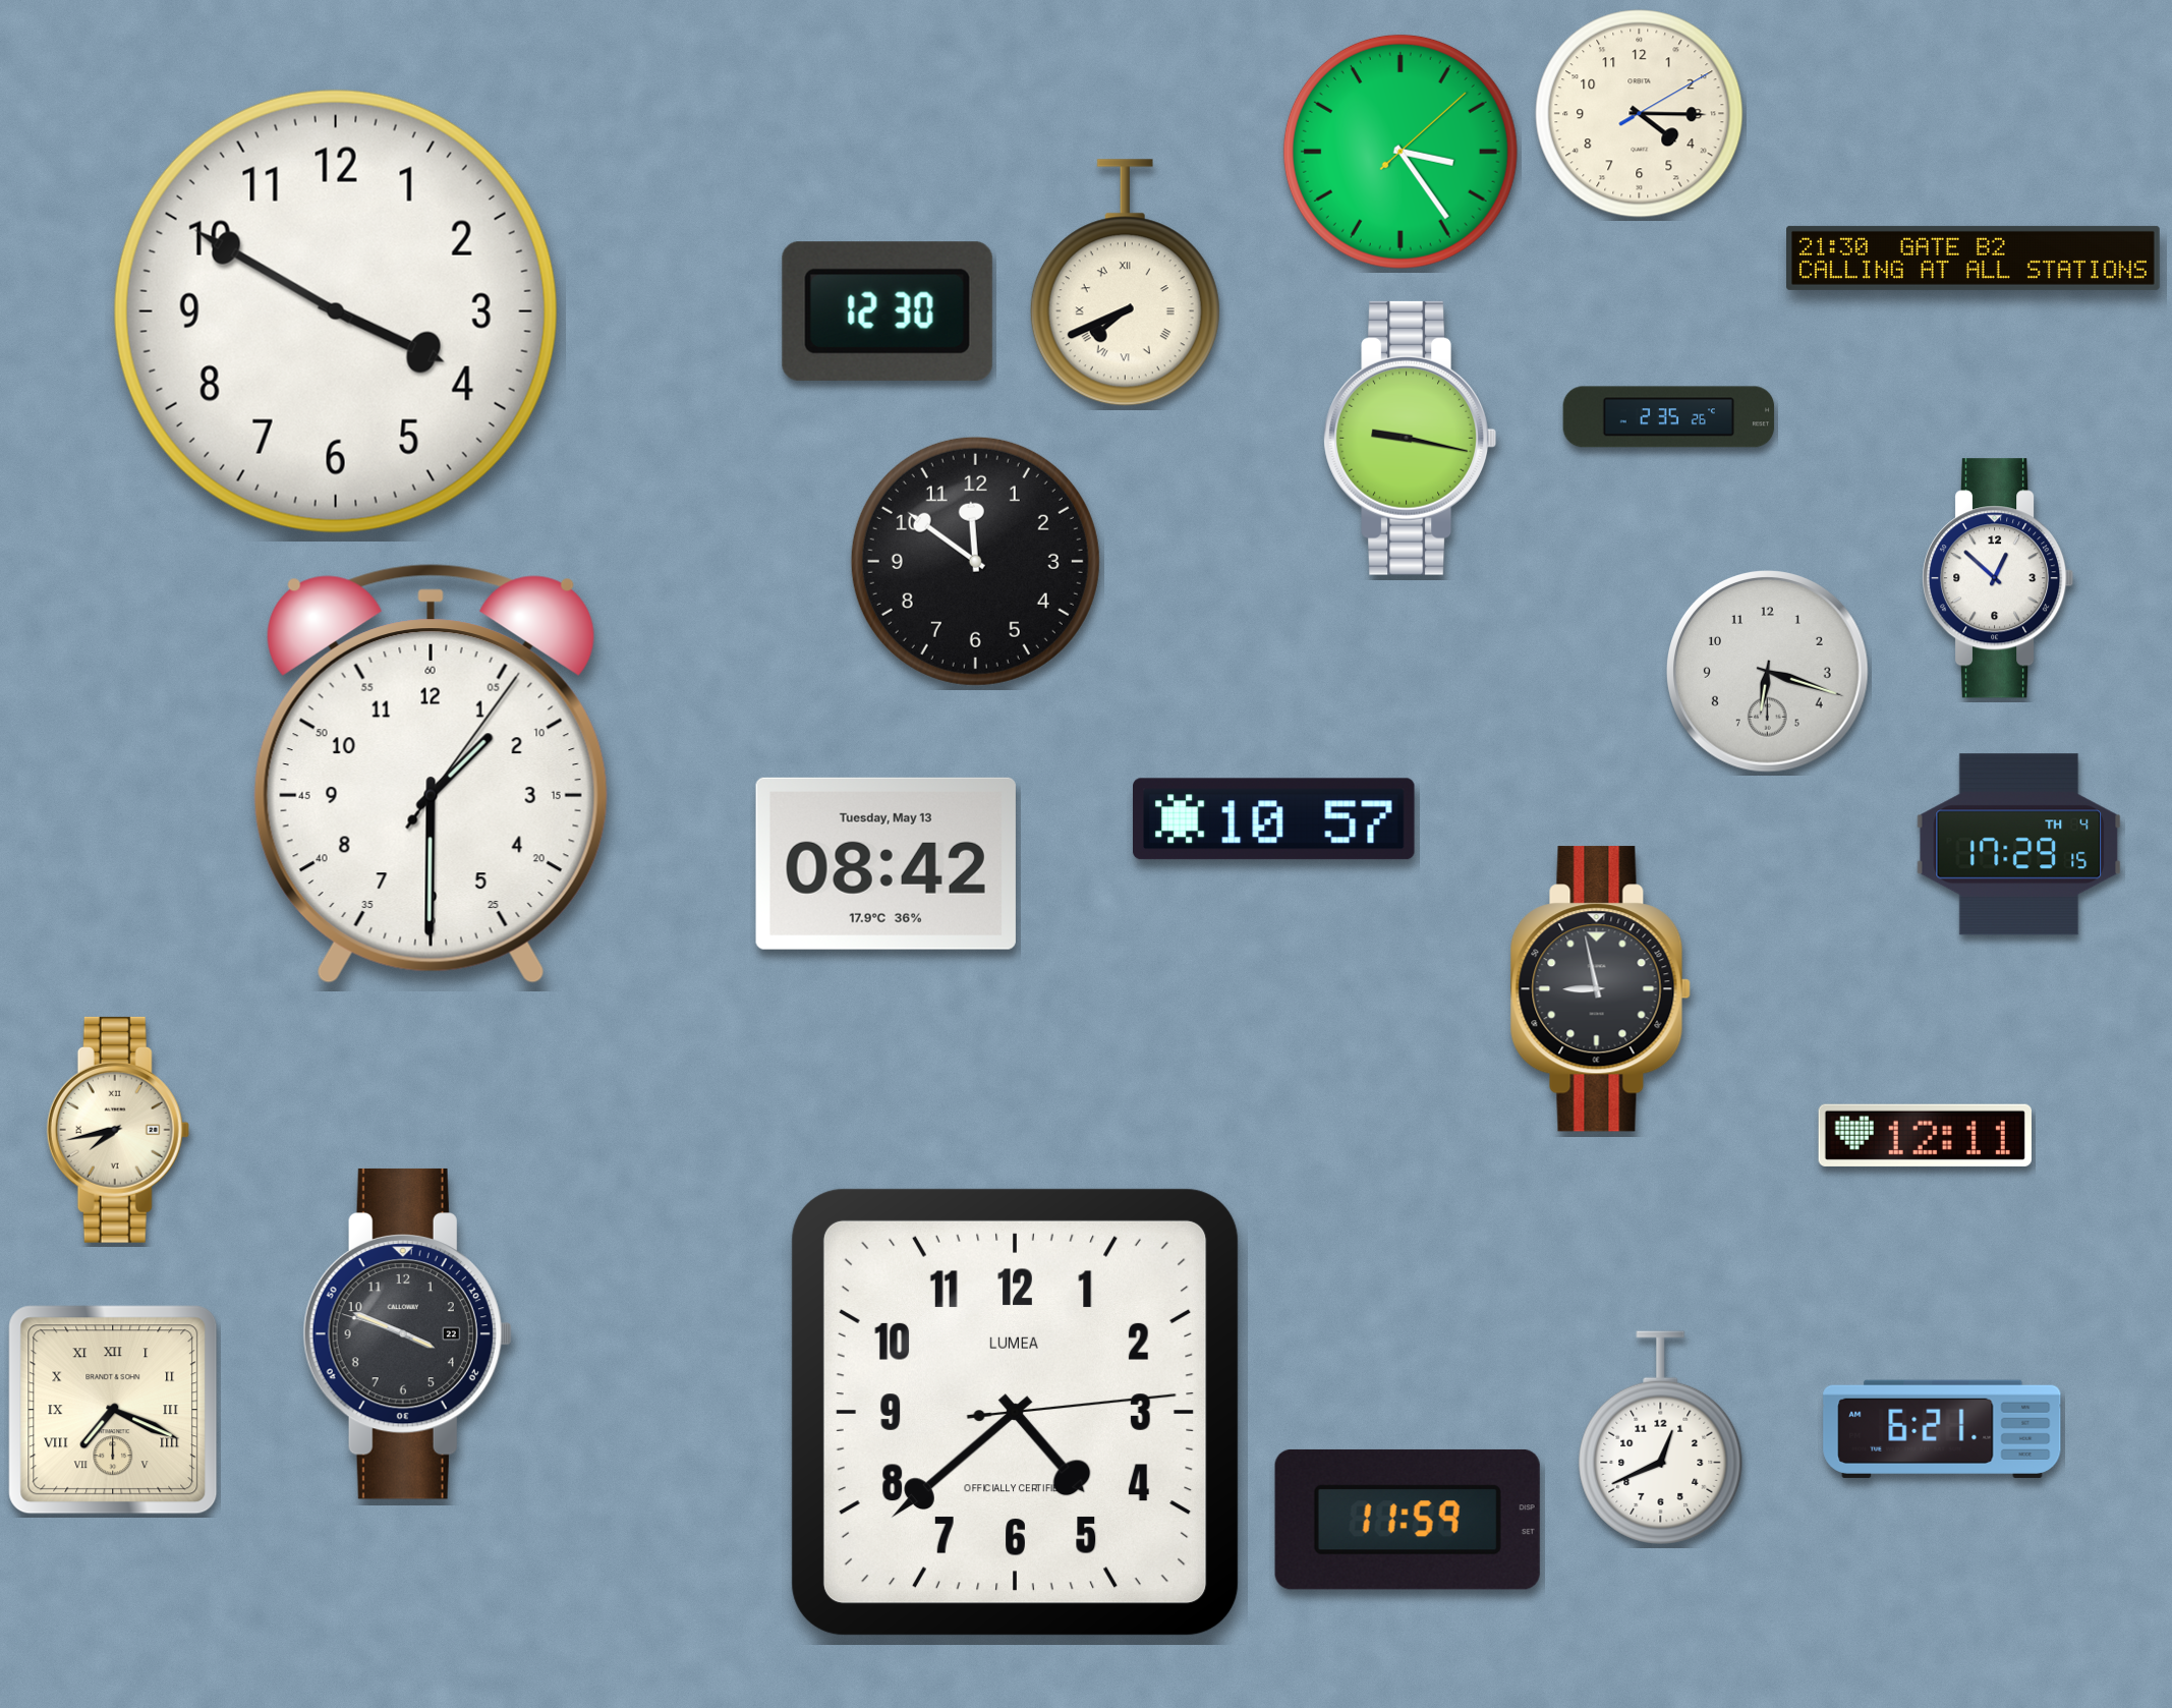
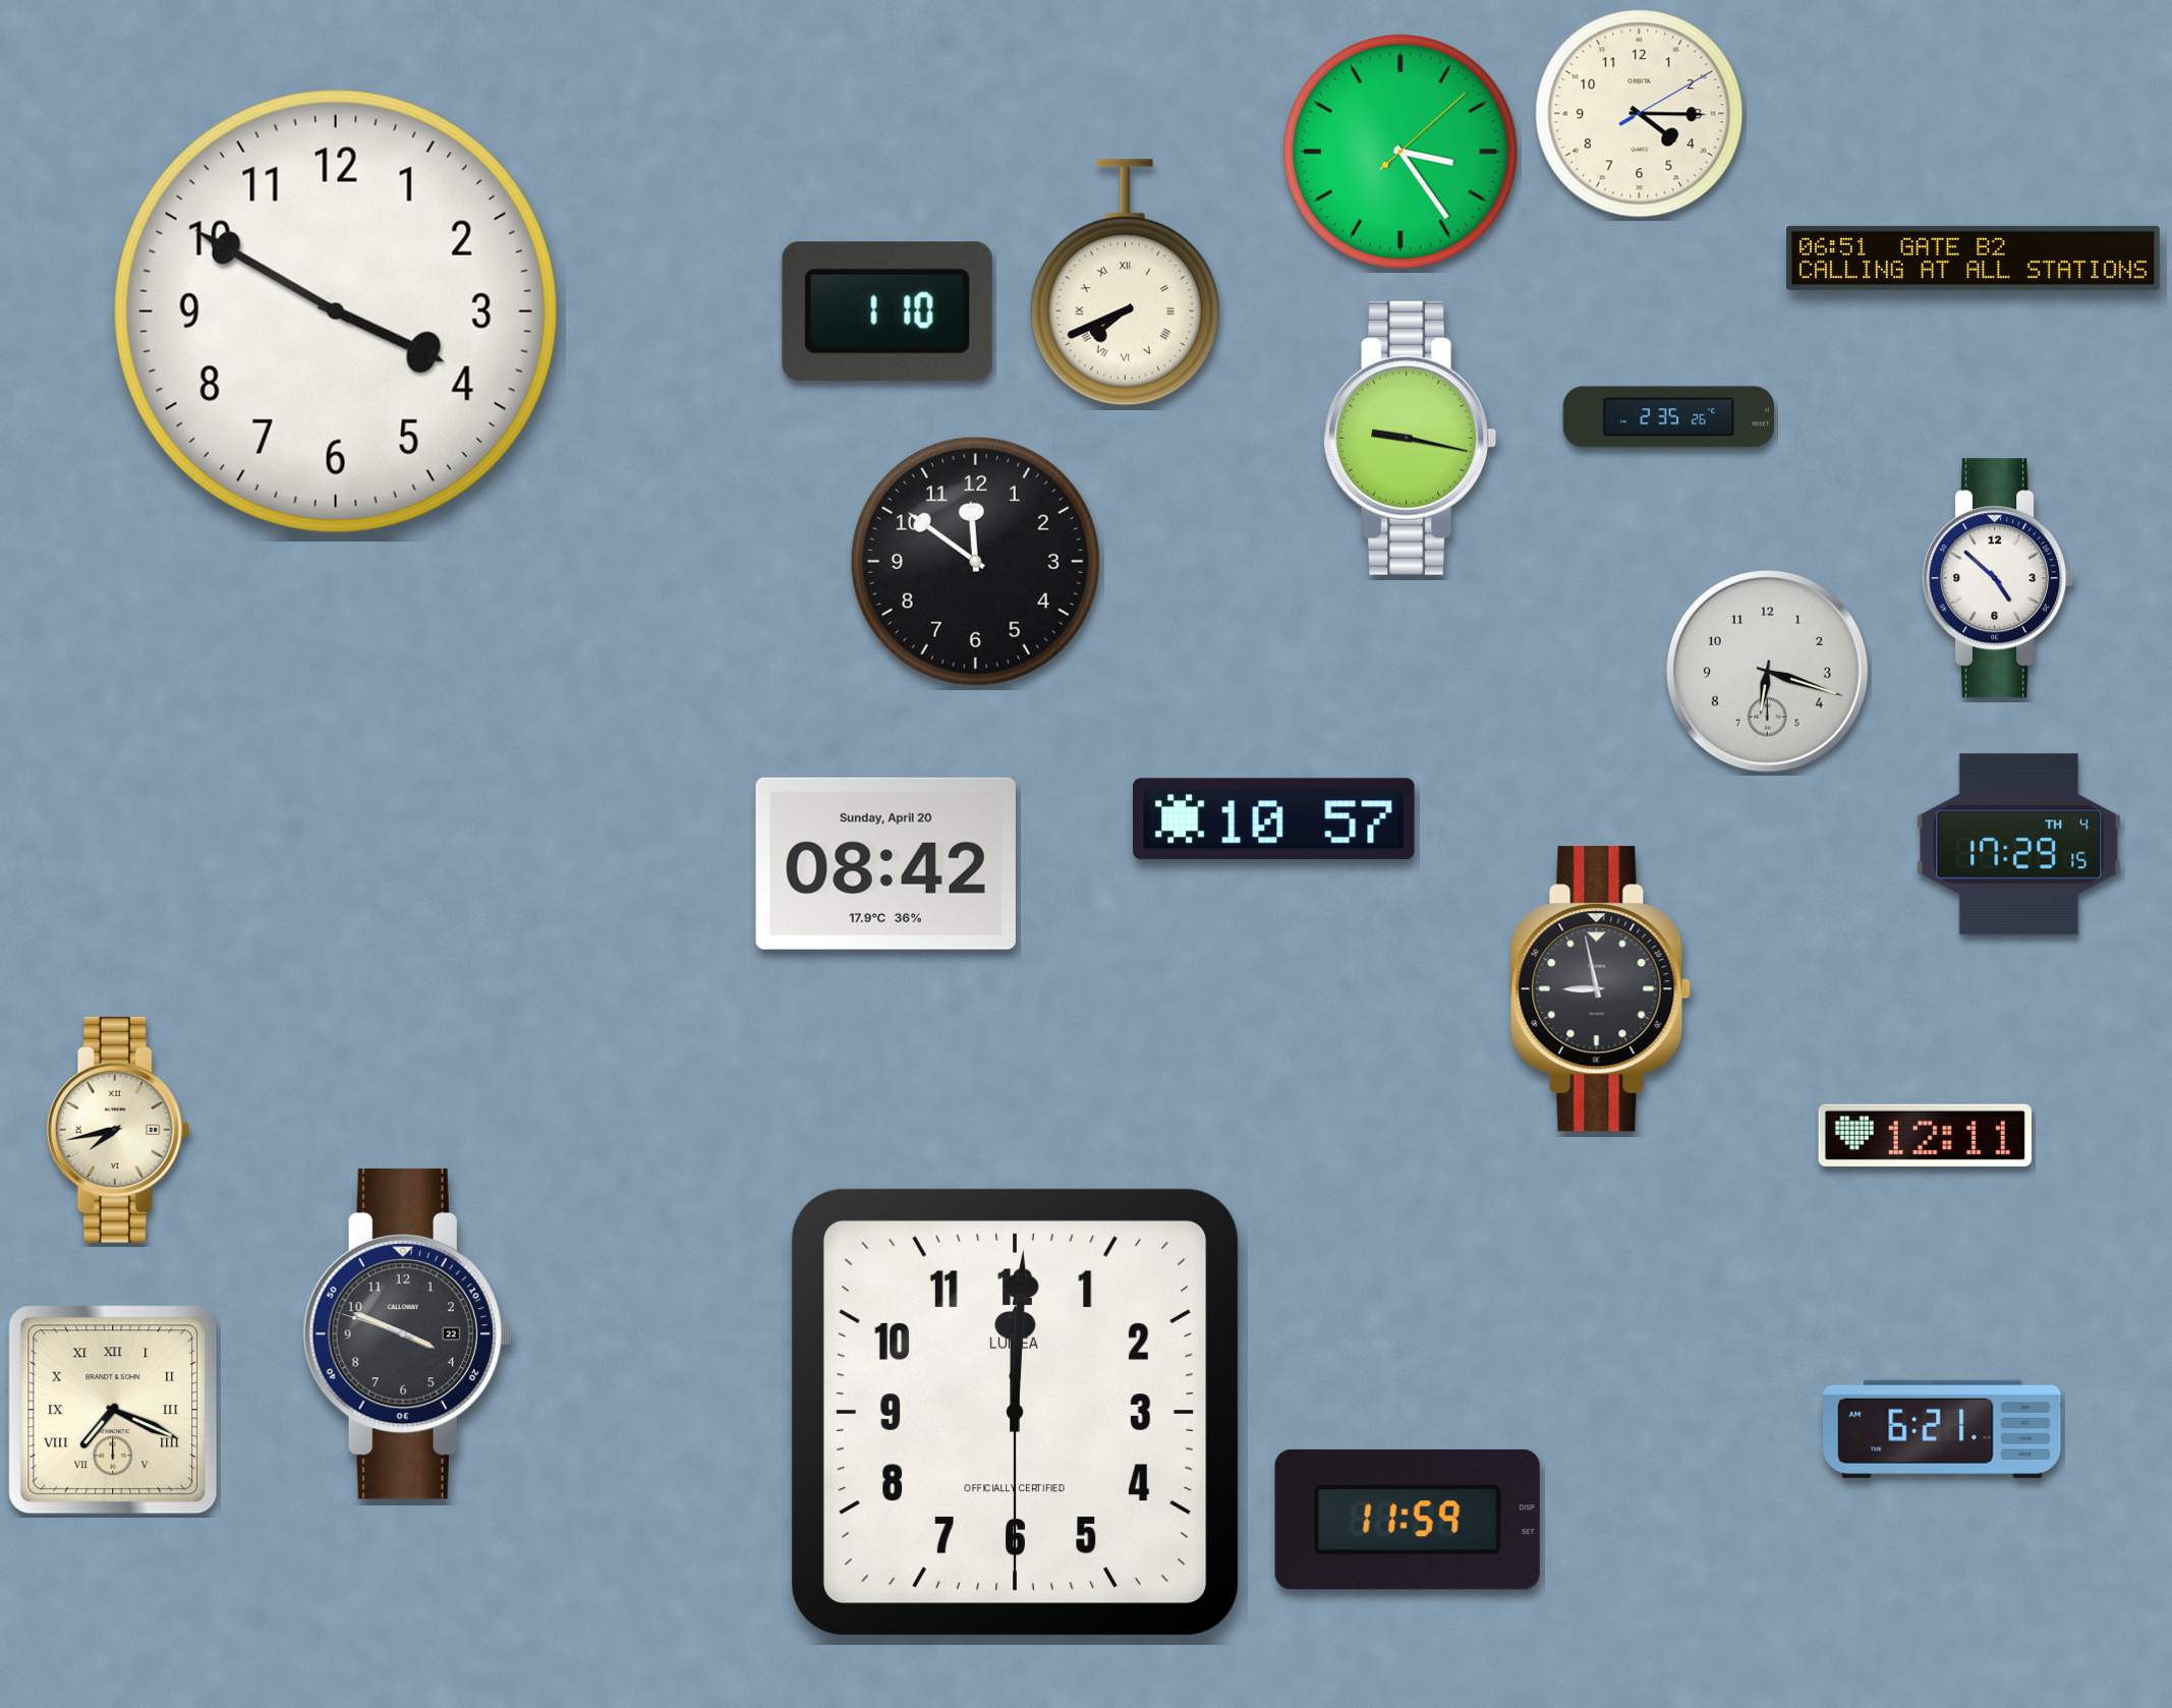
clock at (1974, 258): 21:30 -> 06:51
clock at (888, 311): 12:30 -> 1:10
clock at (1999, 578): 12:52 -> 4:52
clock at (431, 775): 1:30 -> none
clock at (885, 863) date: Tuesday, May 13 -> Sunday, April 20
clock at (1015, 1412): 4:38 -> 12:00
clock at (1661, 1437): 12:41 -> none
